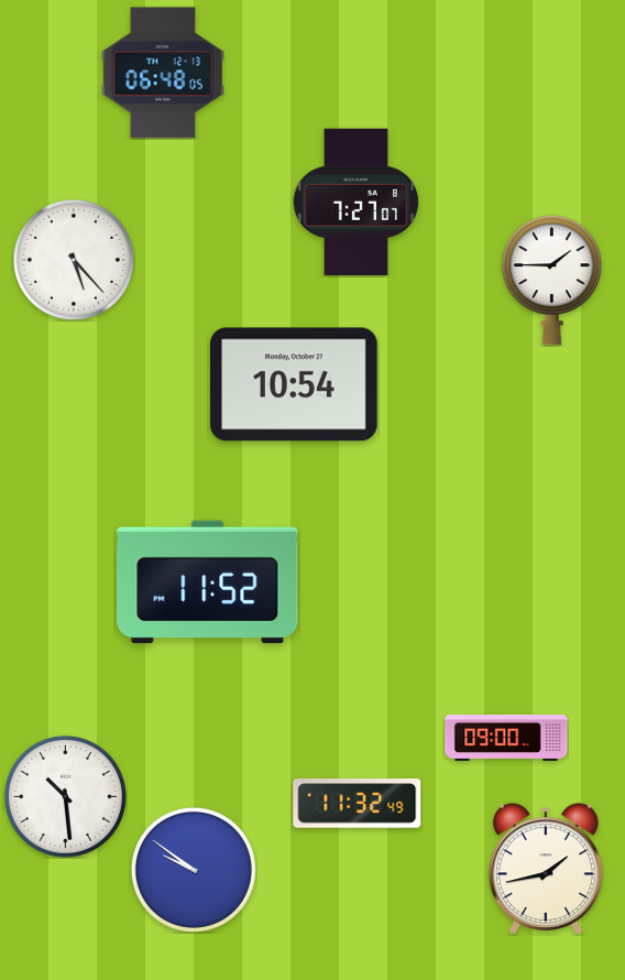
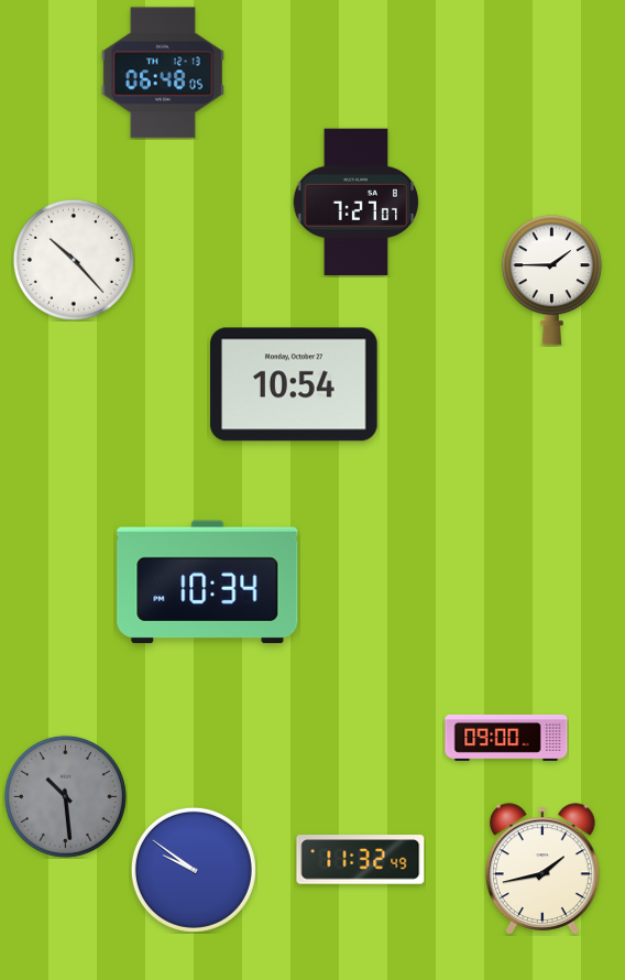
clock at (74, 260): 5:23 -> 10:23
clock at (208, 582): 11:52 -> 10:34
clock at (65, 796) dial: white -> grey
clock at (358, 804) position: (358, 804) -> (361, 860)
clock at (547, 869) position: (547, 869) -> (544, 869)
